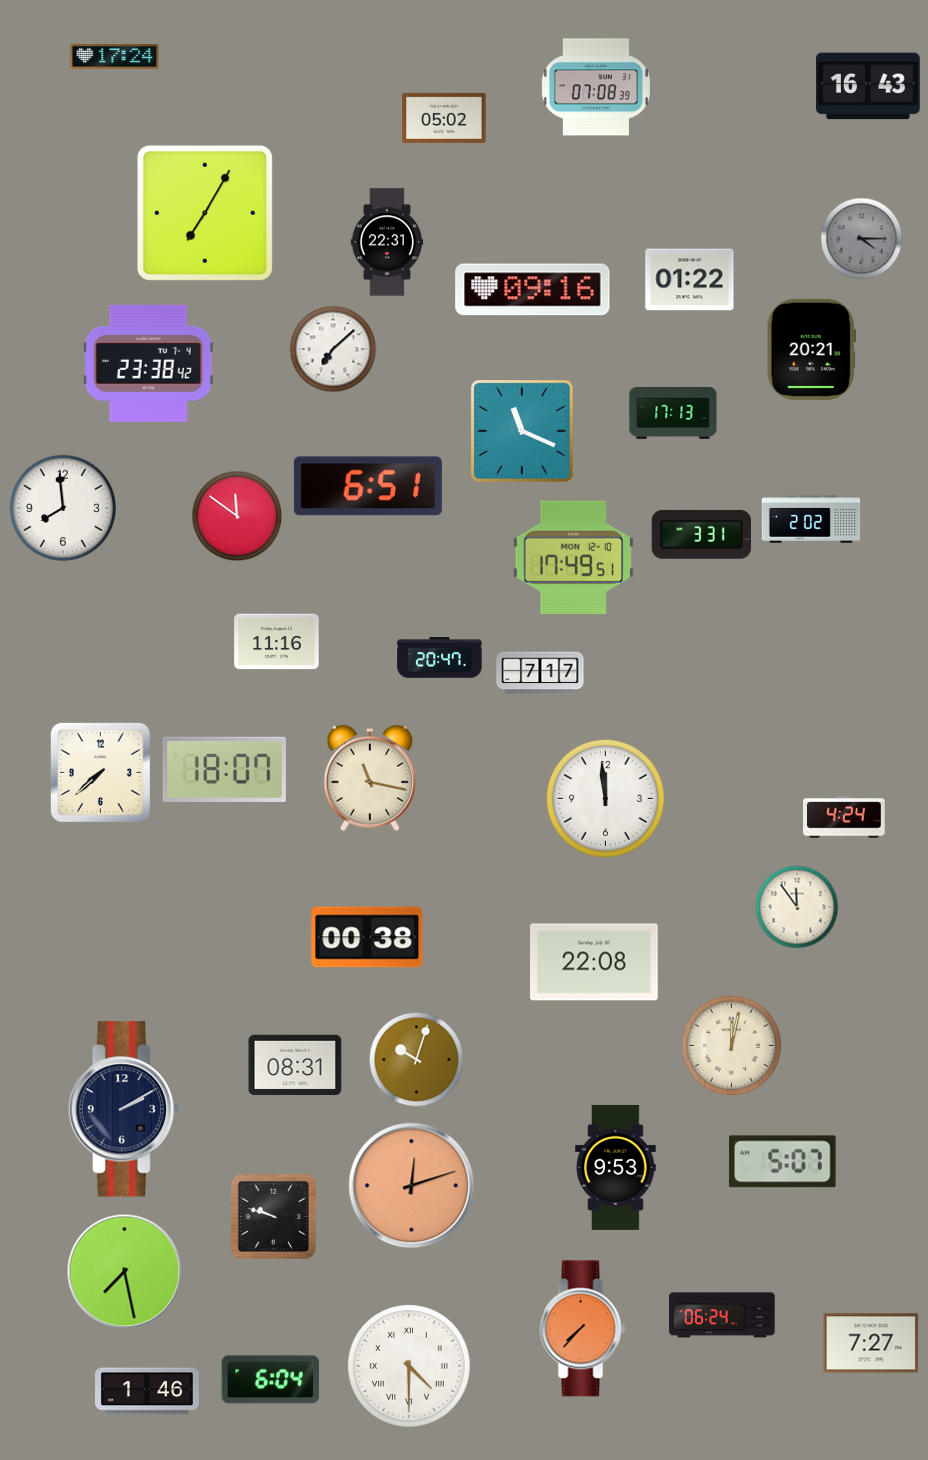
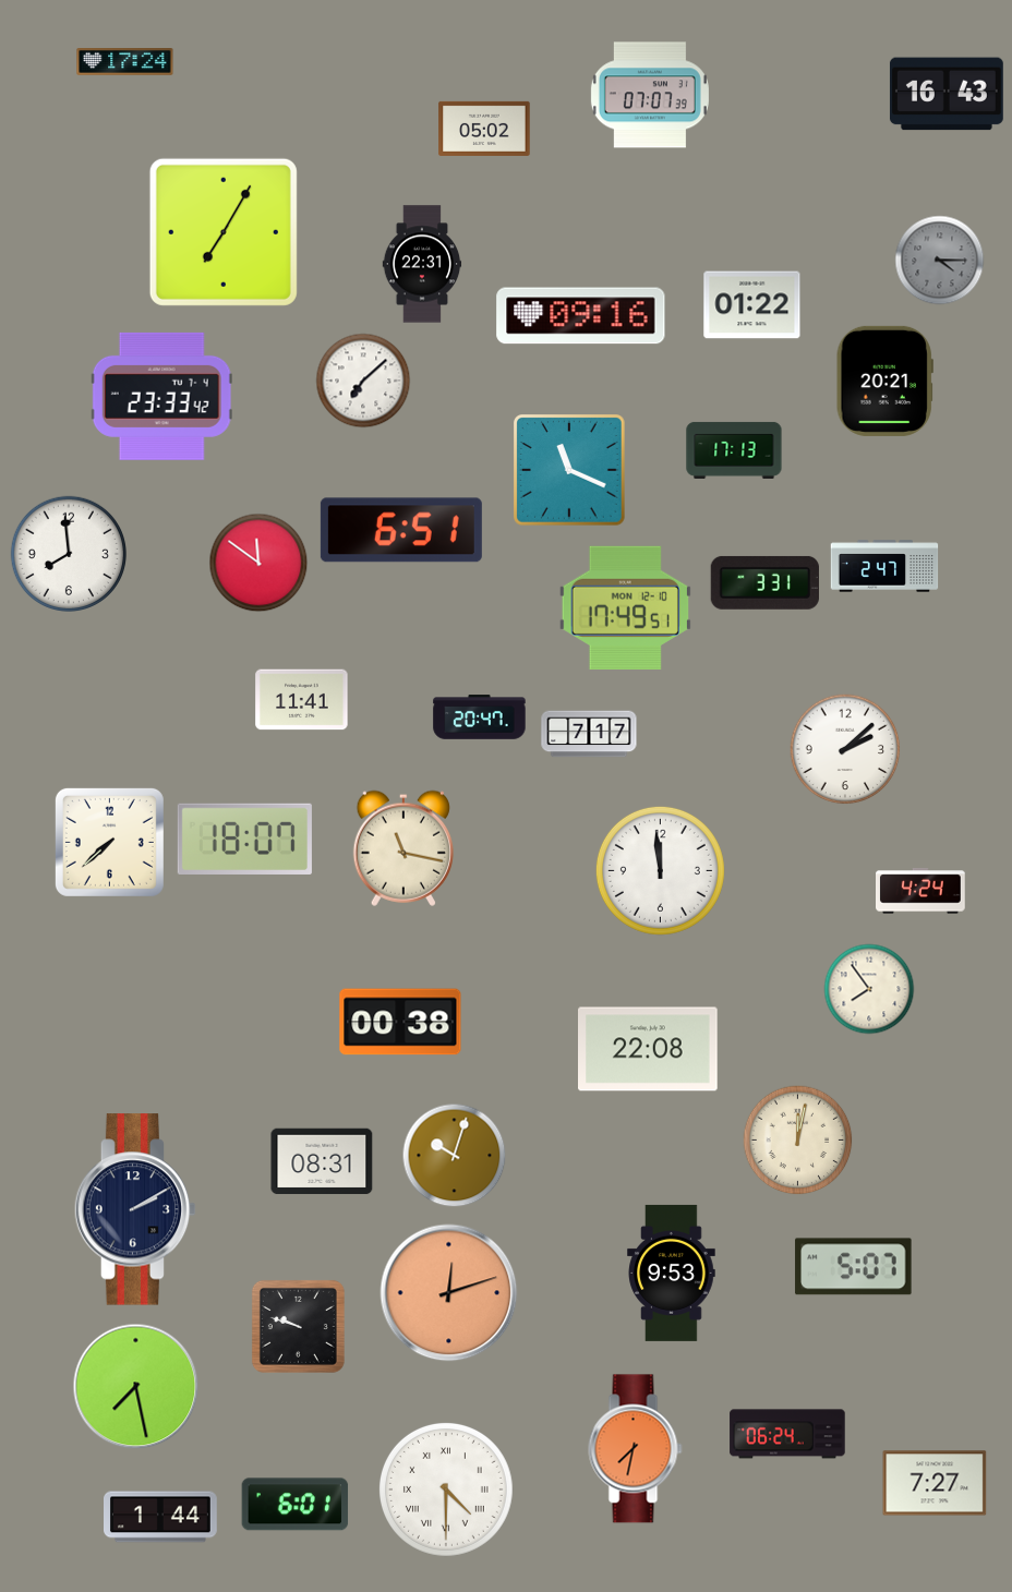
clock at (596, 87): 07:08 -> 07:07
clock at (148, 363): 23:38 -> 23:33
clock at (811, 519): 2:02 -> 2:47
clock at (277, 642): 11:16 -> 11:41
clock at (845, 749): none -> 2:08
clock at (797, 907): 11:54 -> 7:54
clock at (583, 1329): 7:37 -> 7:32
clock at (871, 1343) position: (871, 1343) -> (935, 1483)
clock at (271, 1380): 6:04 -> 6:01
clock at (148, 1391): 1:46 -> 1:44
